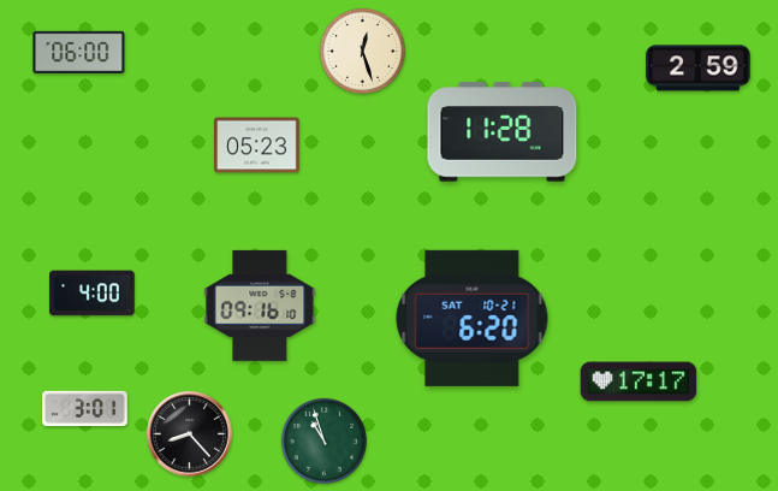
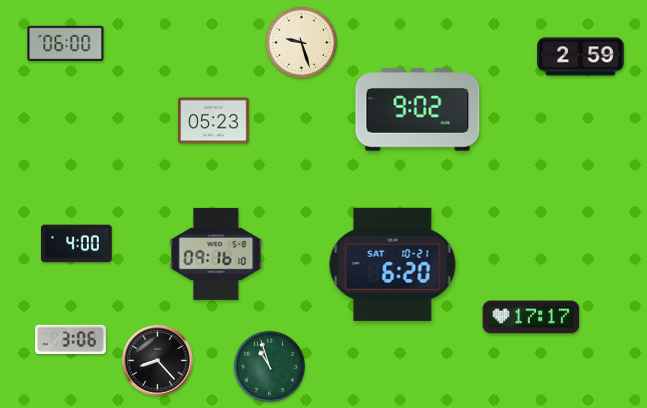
clock at (362, 51): 12:27 -> 9:27
clock at (503, 132): 11:28 -> 9:02
clock at (85, 408): 3:01 -> 3:06
